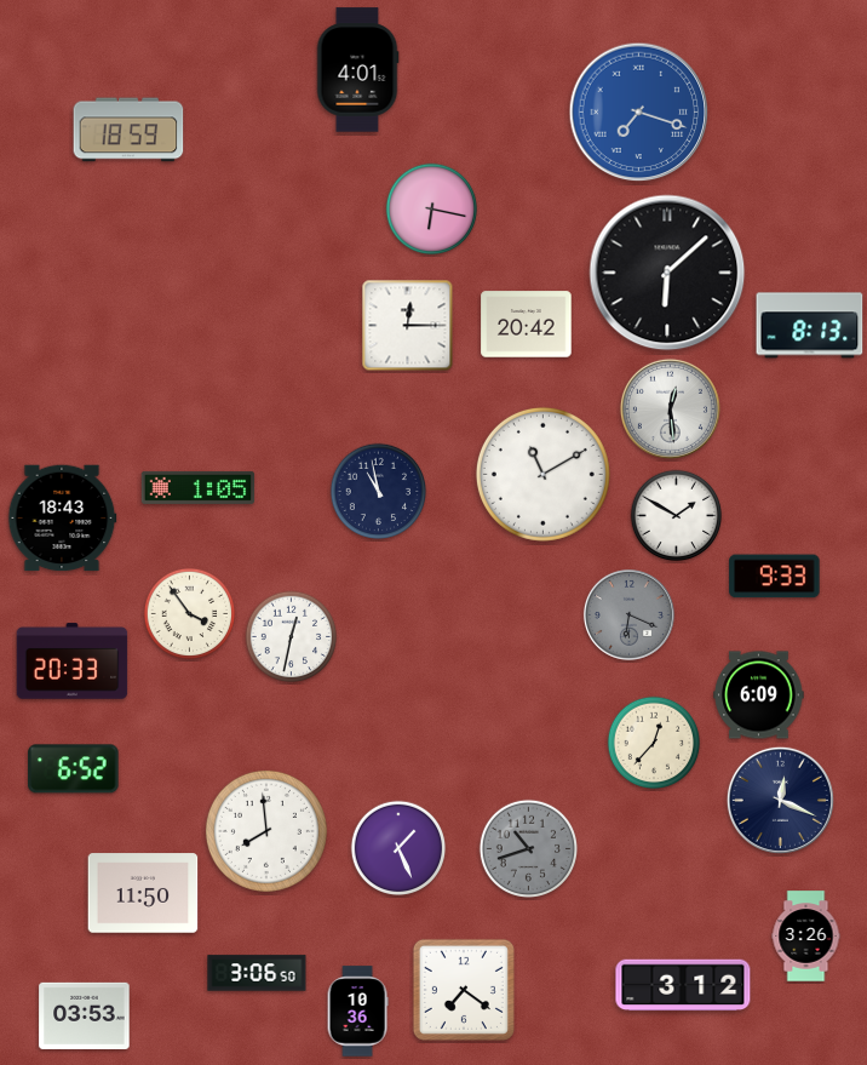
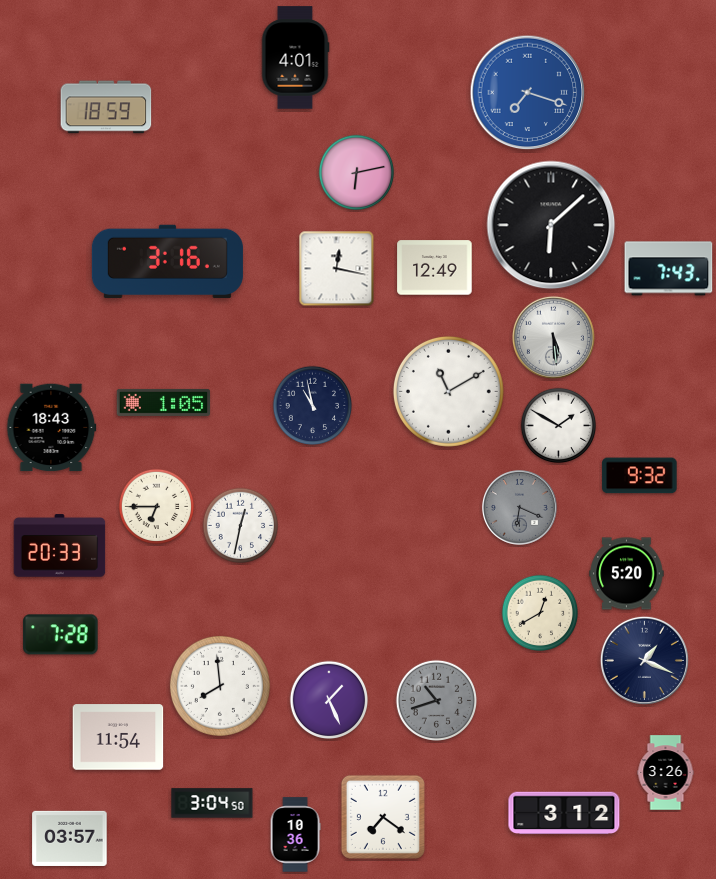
clock at (432, 210): 6:17 -> 6:13
clock at (167, 262): none -> 3:16
clock at (527, 325): 20:42 -> 12:49
clock at (408, 326): 12:15 -> 12:17
clock at (810, 326): 8:13 -> 7:43
clock at (670, 408): 12:29 -> 5:29
clock at (775, 577): 9:33 -> 9:32
clock at (190, 614): 3:54 -> 6:45
clock at (759, 695): 6:09 -> 5:20
clock at (654, 743): 12:37 -> 12:40
clock at (74, 769): 6:52 -> 7:28
clock at (780, 800): 12:19 -> 1:19
clock at (143, 893): 11:50 -> 11:54
clock at (257, 973): 3:06 -> 3:04
clock at (85, 1015): 03:53 -> 03:57
